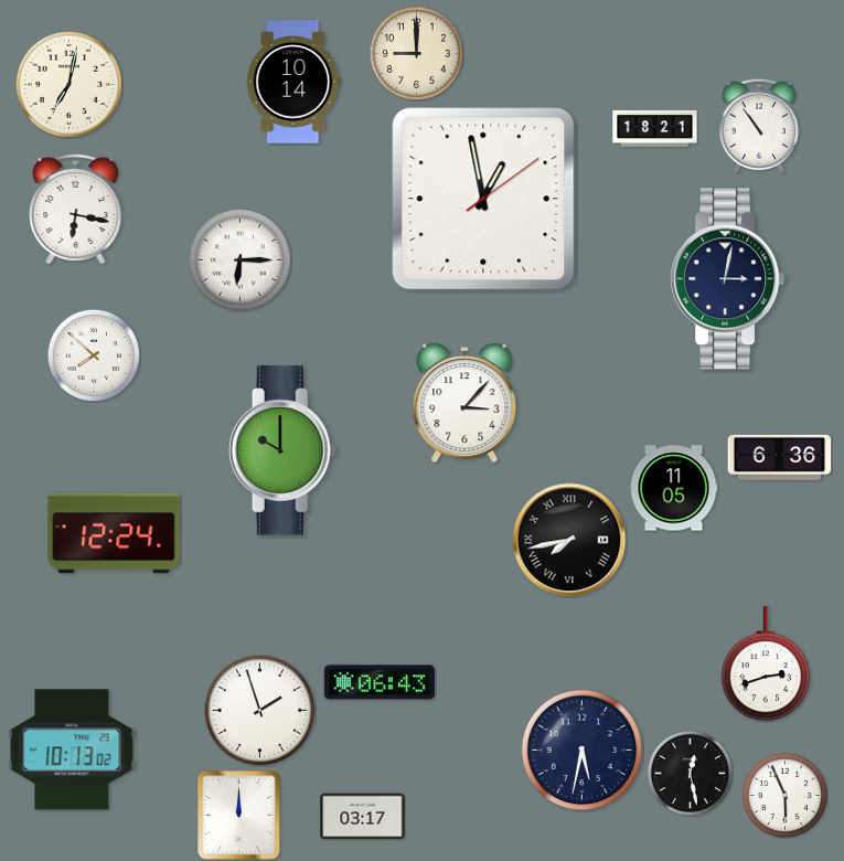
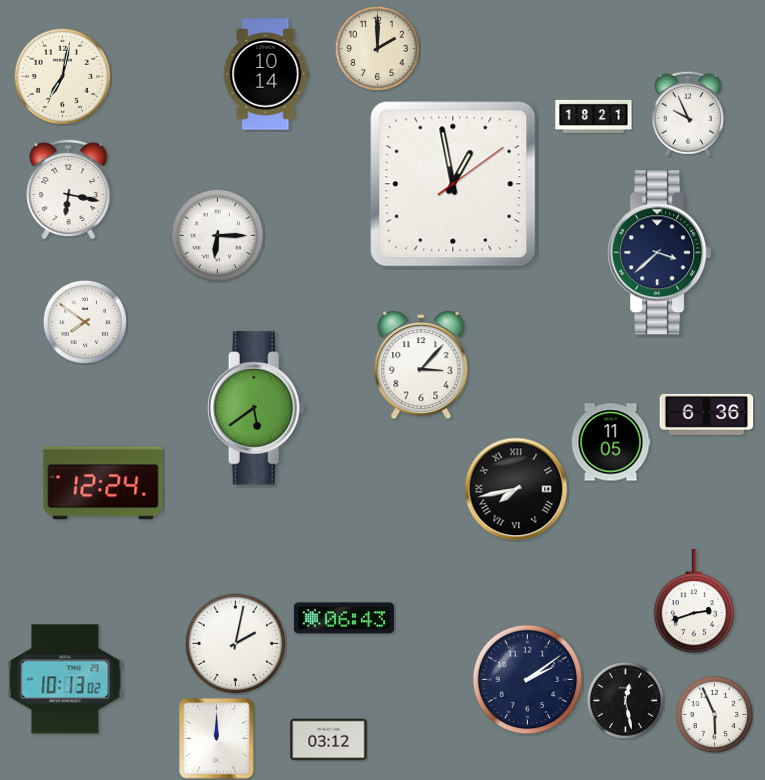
clock at (416, 53): 9:00 -> 2:00
clock at (759, 126): 10:54 -> 9:56
clock at (483, 199) position: (483, 199) -> (453, 184)
clock at (728, 279): 3:02 -> 3:38
clock at (94, 355): 7:52 -> 7:51
clock at (282, 450): 10:00 -> 5:39
clock at (260, 711): 1:57 -> 2:02
clock at (583, 751): 5:32 -> 2:09
clock at (784, 795) position: (784, 795) -> (714, 714)
clock at (363, 817): 03:17 -> 03:12
